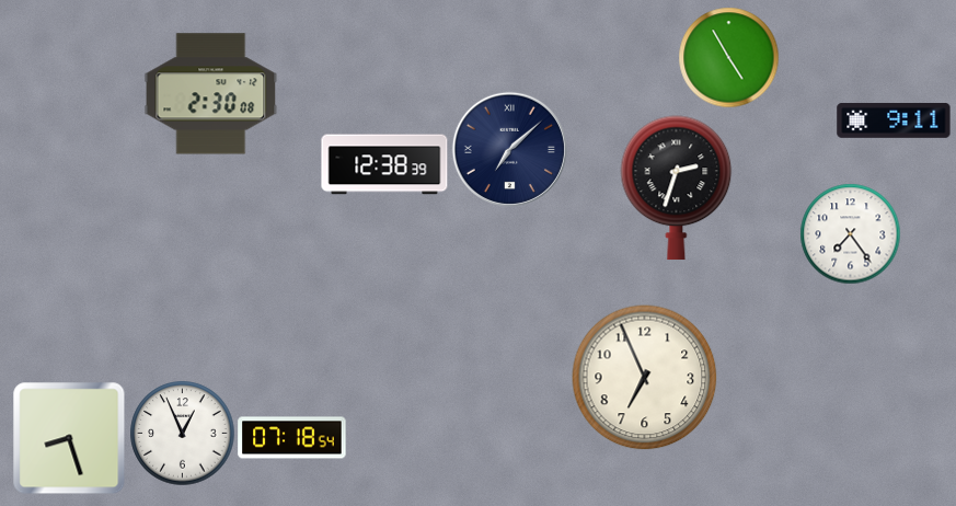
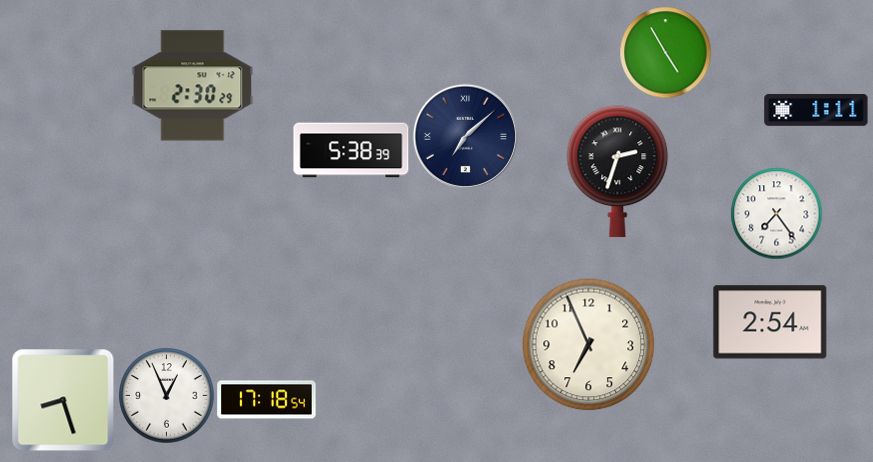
clock at (211, 94): 2:30:08 -> 2:30:29
clock at (894, 120): 9:11 -> 1:11
clock at (384, 164): 12:38 -> 5:38
clock at (770, 322): none -> 2:54
clock at (292, 438): 07:18 -> 17:18
